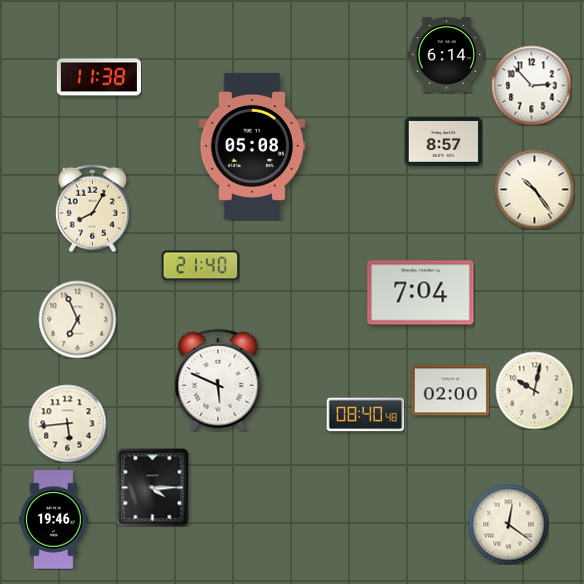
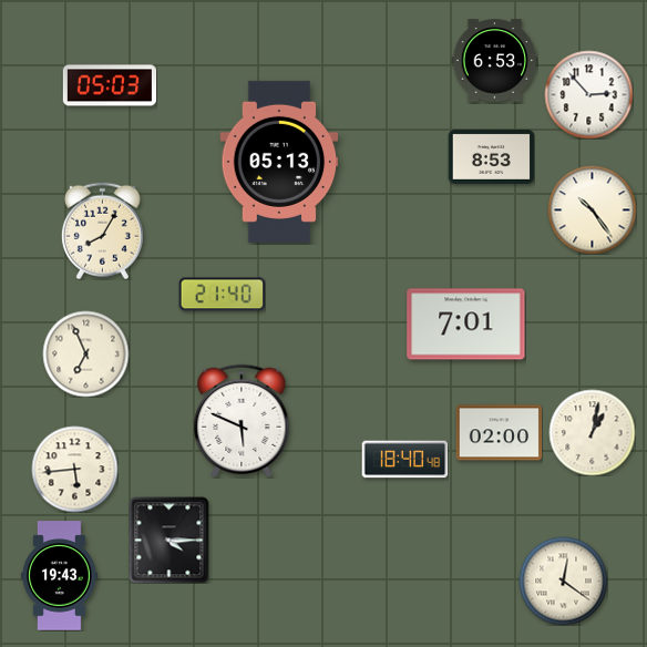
clock at (446, 55): 6:14 -> 6:53
clock at (98, 77): 11:38 -> 05:03
clock at (443, 141): 8:57 -> 8:53
clock at (252, 146): 05:08 -> 05:13
clock at (421, 293): 7:04 -> 7:01
clock at (534, 390): 10:02 -> 1:02
clock at (365, 415): 08:40 -> 18:40
clock at (54, 520): 19:46 -> 19:43
